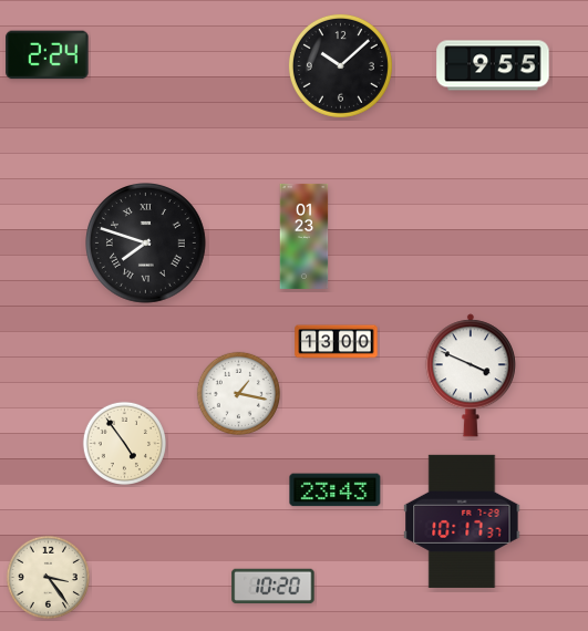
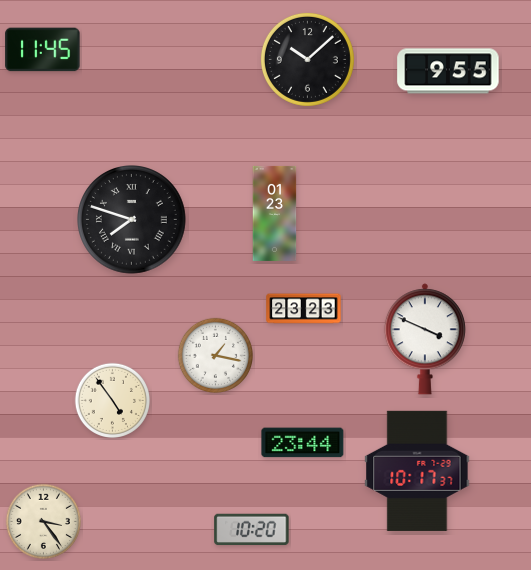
clock at (48, 55): 2:24 -> 11:45
clock at (493, 65) position: (493, 65) -> (448, 71)
clock at (337, 342): 13:00 -> 23:23
clock at (336, 490): 23:43 -> 23:44
clock at (274, 587) position: (274, 587) -> (252, 530)
